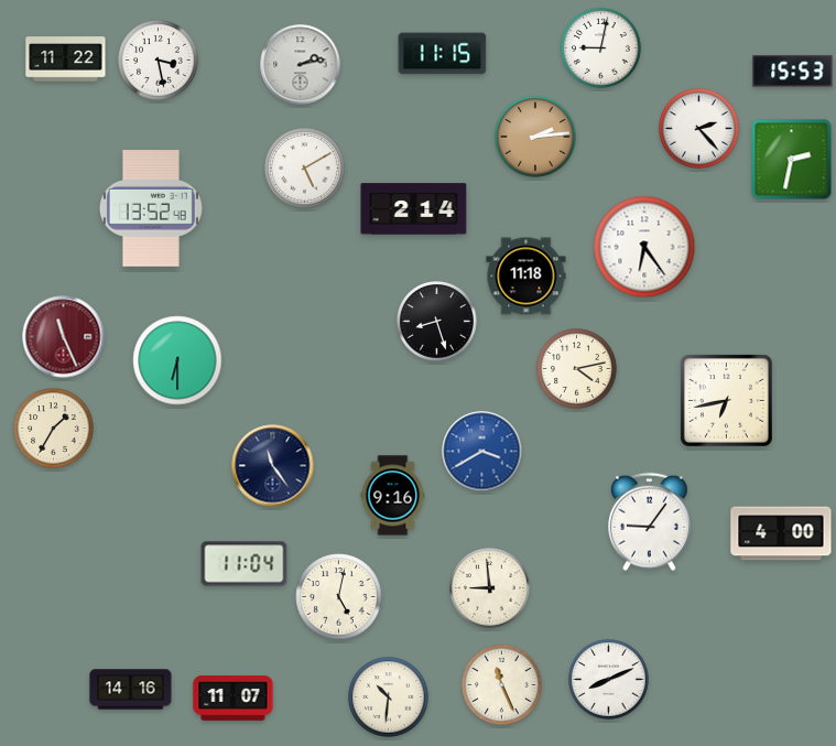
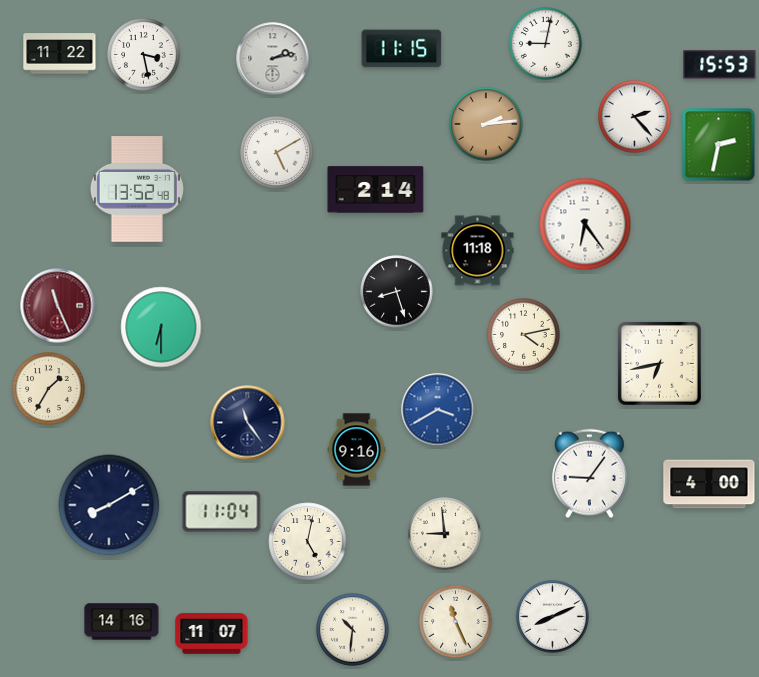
clock at (109, 505): none -> 8:10
clock at (131, 690) position: (131, 690) -> (122, 622)
clock at (389, 698) position: (389, 698) -> (353, 630)
